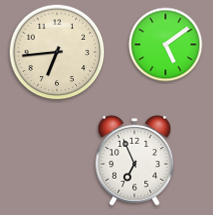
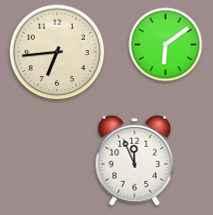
clock at (166, 45): 5:09 -> 6:09
clock at (135, 160): 6:56 -> 11:56
